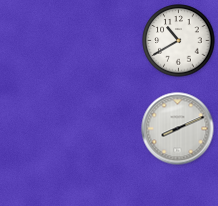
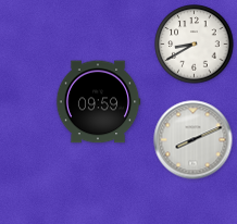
clock at (179, 41): 10:40 -> 8:40
clock at (98, 102): none -> 09:59
